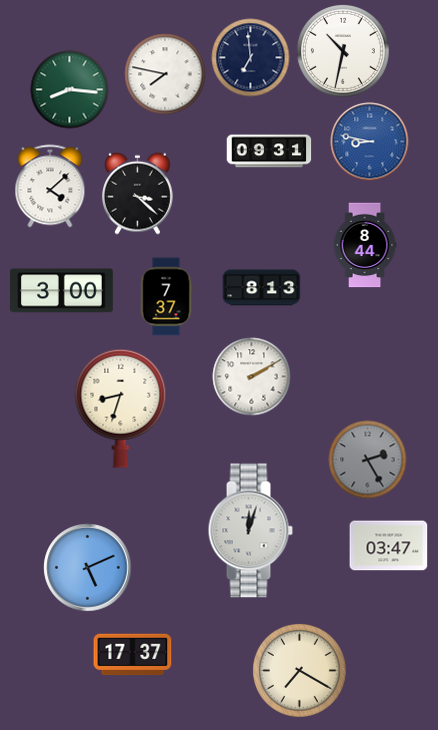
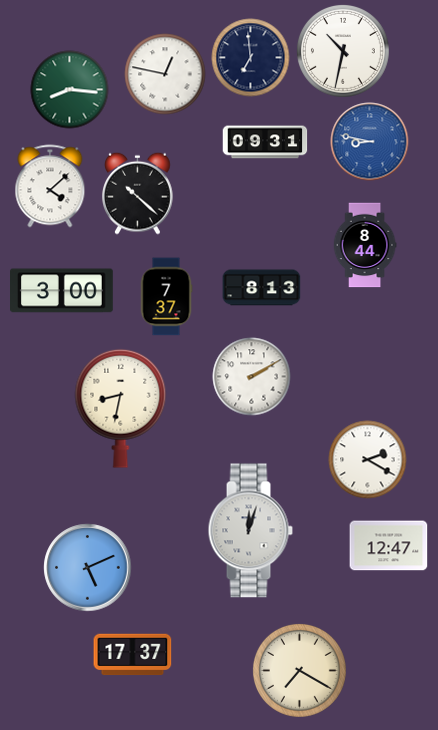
clock at (165, 74): 7:47 -> 12:47
clock at (269, 151) position: (269, 151) -> (265, 142)
clock at (138, 193): 3:22 -> 10:22
clock at (121, 408): 8:33 -> 8:32
clock at (367, 459): 2:25 -> 2:20
clock at (367, 459) dial: grey -> white
clock at (388, 546): 03:47 -> 12:47
